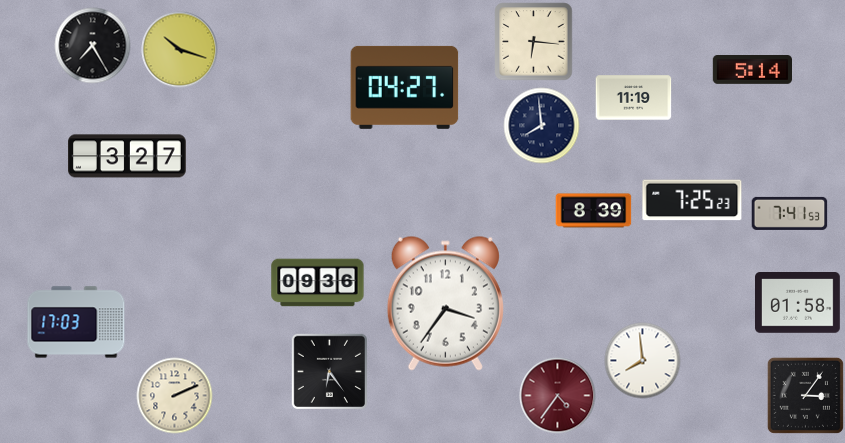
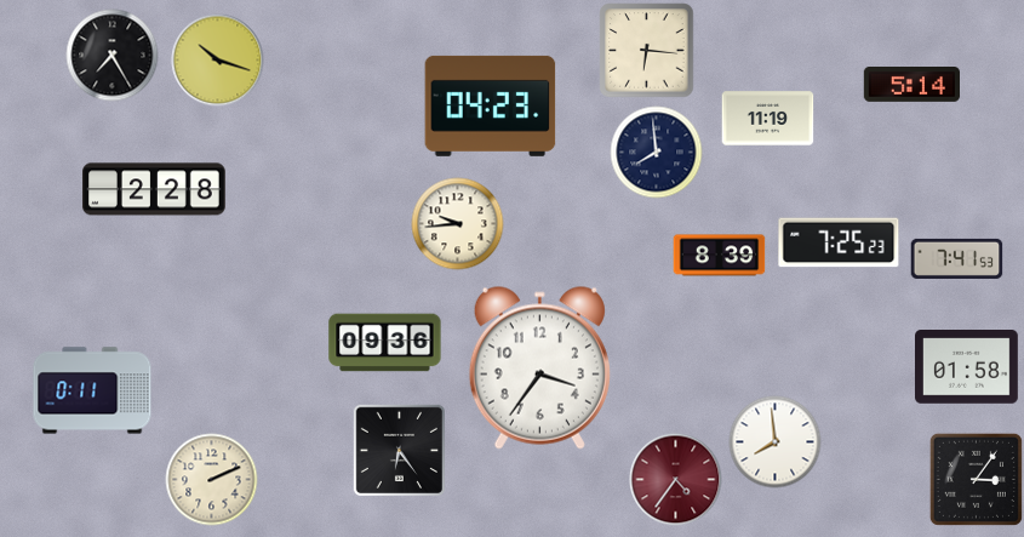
clock at (405, 87): 04:27 -> 04:23
clock at (128, 156): 3:27 -> 2:28
clock at (458, 224): none -> 9:44
clock at (76, 322): 17:03 -> 0:11
clock at (643, 361) position: (643, 361) -> (776, 442)
